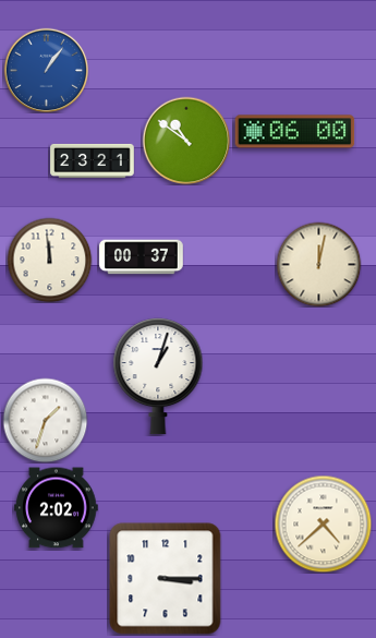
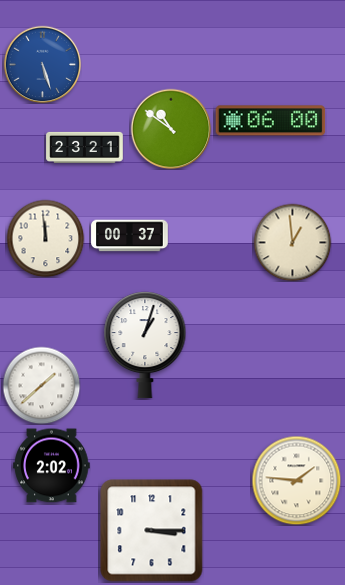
clock at (46, 70): 1:06 -> 5:27
clock at (318, 264): 12:02 -> 12:59
clock at (45, 420): 1:33 -> 1:38
clock at (323, 523): 4:38 -> 1:46
